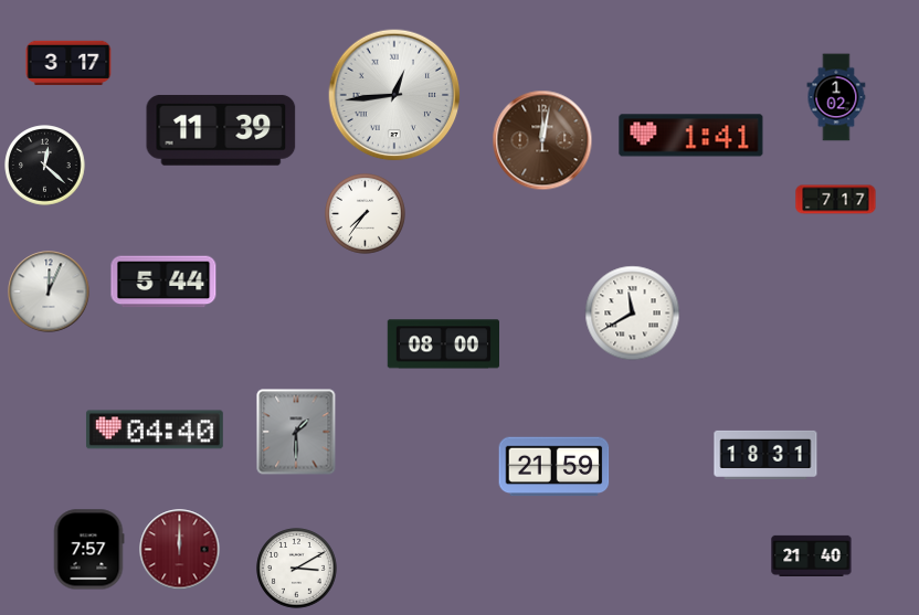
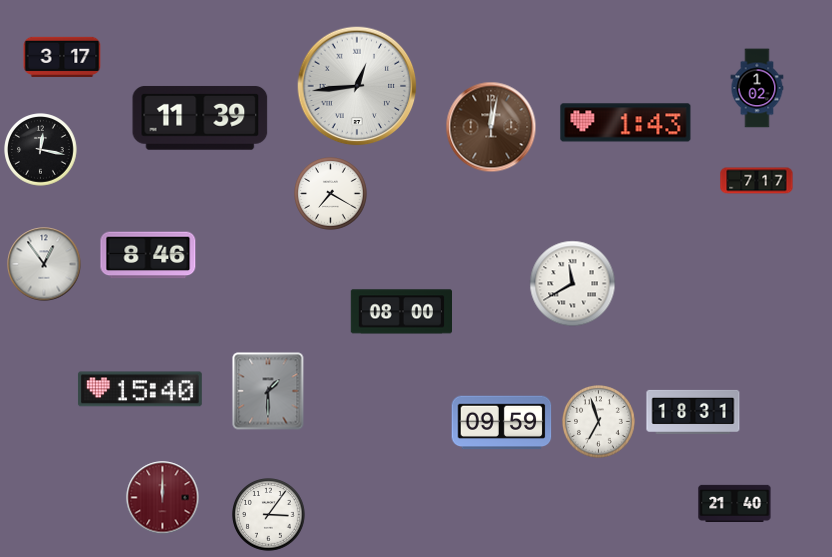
clock at (691, 136): 1:41 -> 1:43
clock at (45, 166): 12:22 -> 12:17
clock at (366, 214): 7:36 -> 7:20
clock at (163, 282): 5:44 -> 8:46
clock at (49, 291): 12:04 -> 12:54
clock at (155, 430): 04:40 -> 15:40
clock at (599, 422): none -> 6:57
clock at (554, 467): 21:59 -> 09:59
clock at (88, 550): 7:57 -> none
clock at (297, 569): 3:10 -> 3:06
